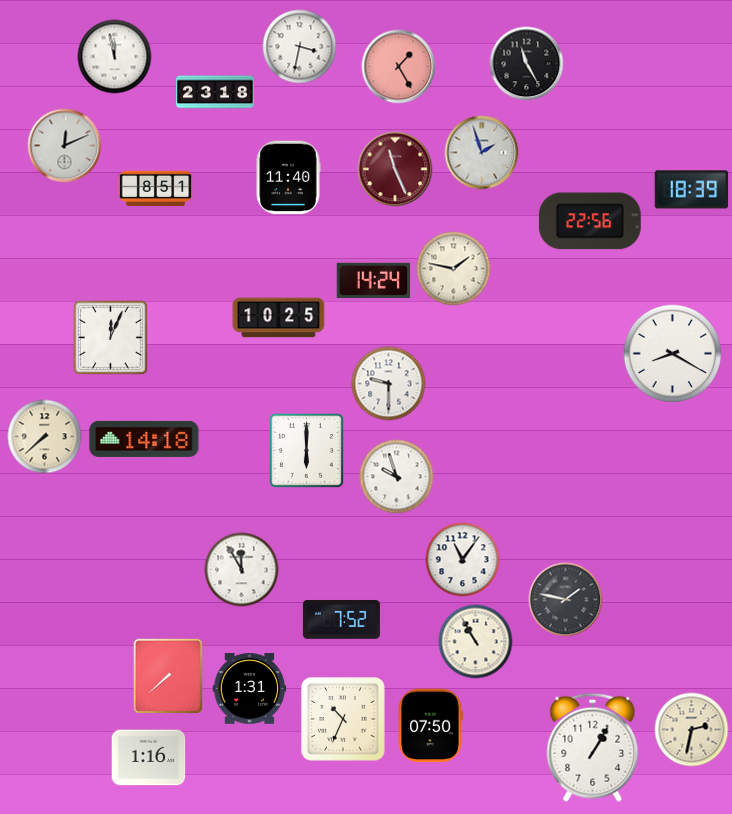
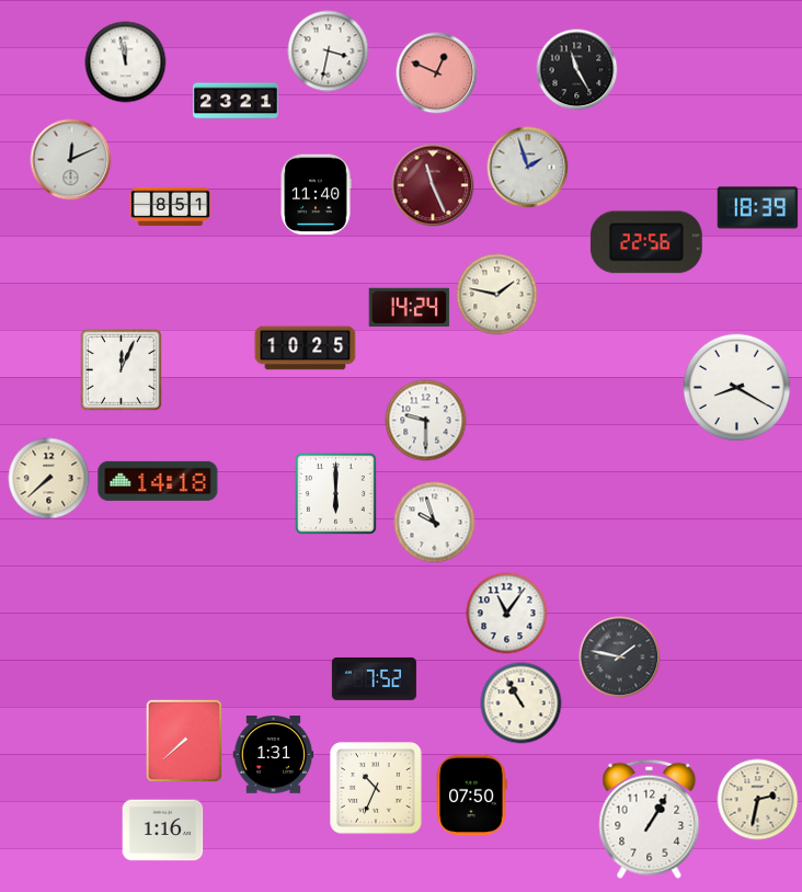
clock at (399, 67): 1:25 -> 12:49
clock at (215, 92): 23:18 -> 23:21
clock at (242, 570): 11:55 -> none
